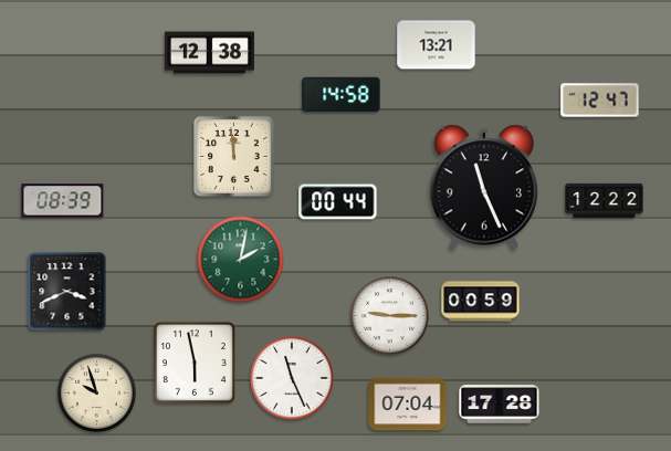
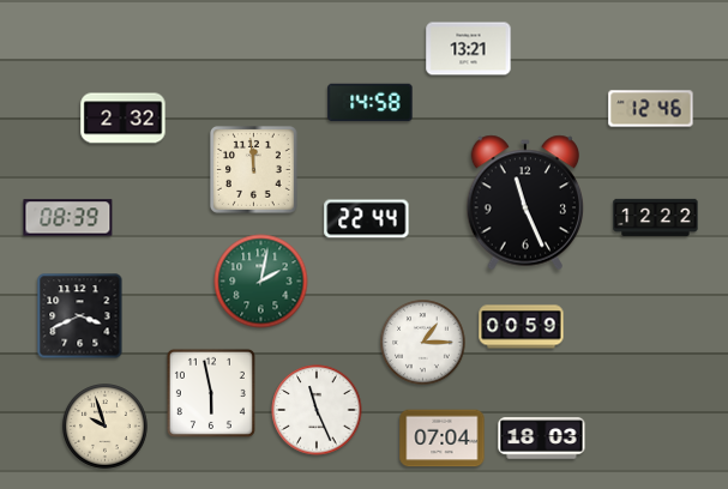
clock at (437, 45) position: (437, 45) -> (469, 49)
clock at (209, 53): 12:38 -> none
clock at (600, 101): 12:47 -> 12:46
clock at (124, 119): none -> 2:32
clock at (338, 202): 00:44 -> 22:44
clock at (67, 292) position: (67, 292) -> (80, 316)
clock at (390, 316): 9:15 -> 1:15
clock at (500, 405): 17:28 -> 18:03
